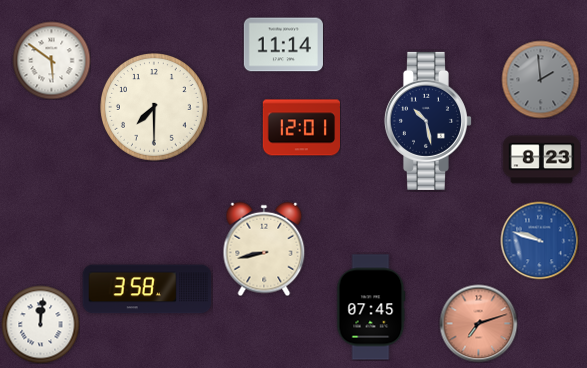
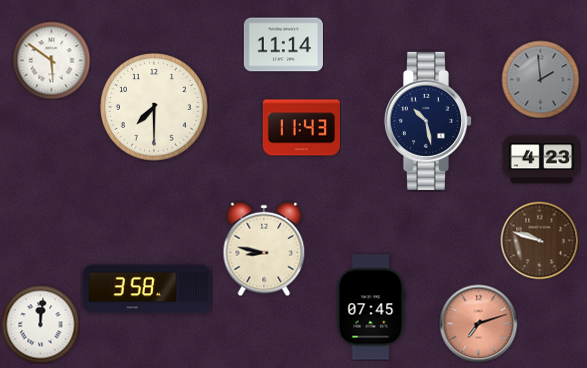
clock at (301, 128): 12:01 -> 11:43
clock at (541, 160): 8:23 -> 4:23
clock at (539, 240) dial: blue -> brown
clock at (264, 249): 8:43 -> 8:47
